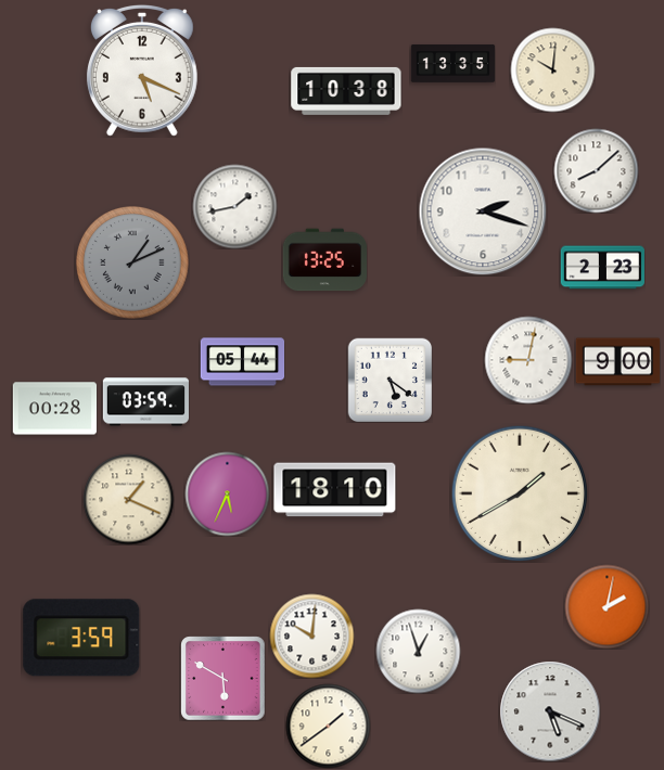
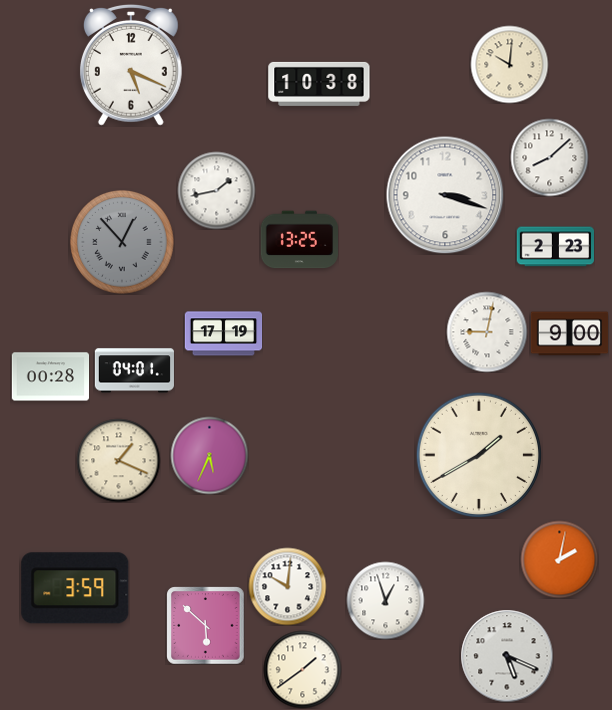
clock at (452, 63): 13:35 -> none
clock at (483, 211): 2:18 -> 3:18
clock at (132, 262): 1:11 -> 12:53
clock at (242, 362): 05:44 -> 17:19
clock at (390, 380): 5:21 -> none
clock at (145, 402): 03:59 -> 04:01
clock at (335, 490): 18:10 -> none
clock at (222, 678): 5:50 -> 5:52
